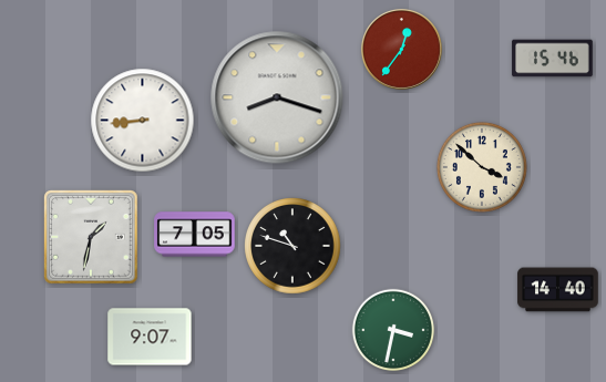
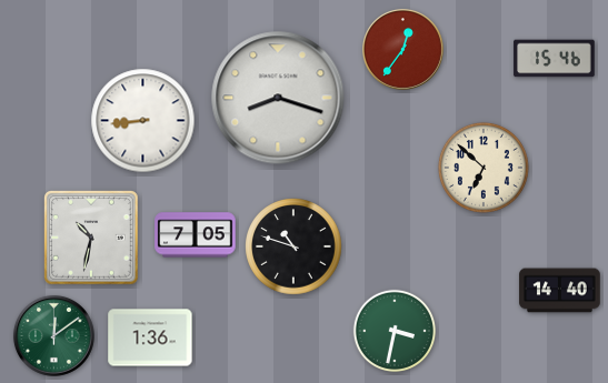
clock at (482, 167): 3:52 -> 6:52
clock at (92, 238): 1:32 -> 10:32
clock at (53, 335): none -> 12:09
clock at (150, 337): 9:07 -> 1:36
